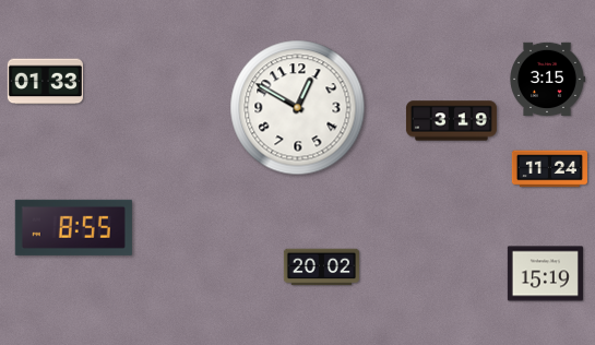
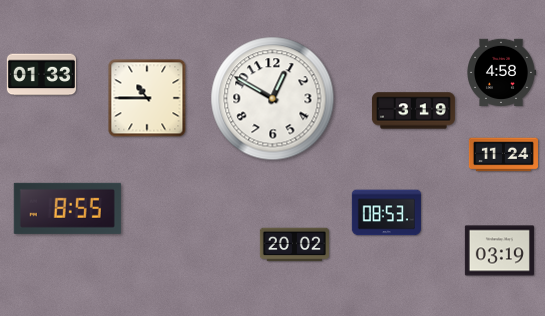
clock at (548, 79): 3:15 -> 4:58
clock at (147, 98): none -> 10:45
clock at (386, 213): none -> 08:53
clock at (545, 274): 15:19 -> 03:19
